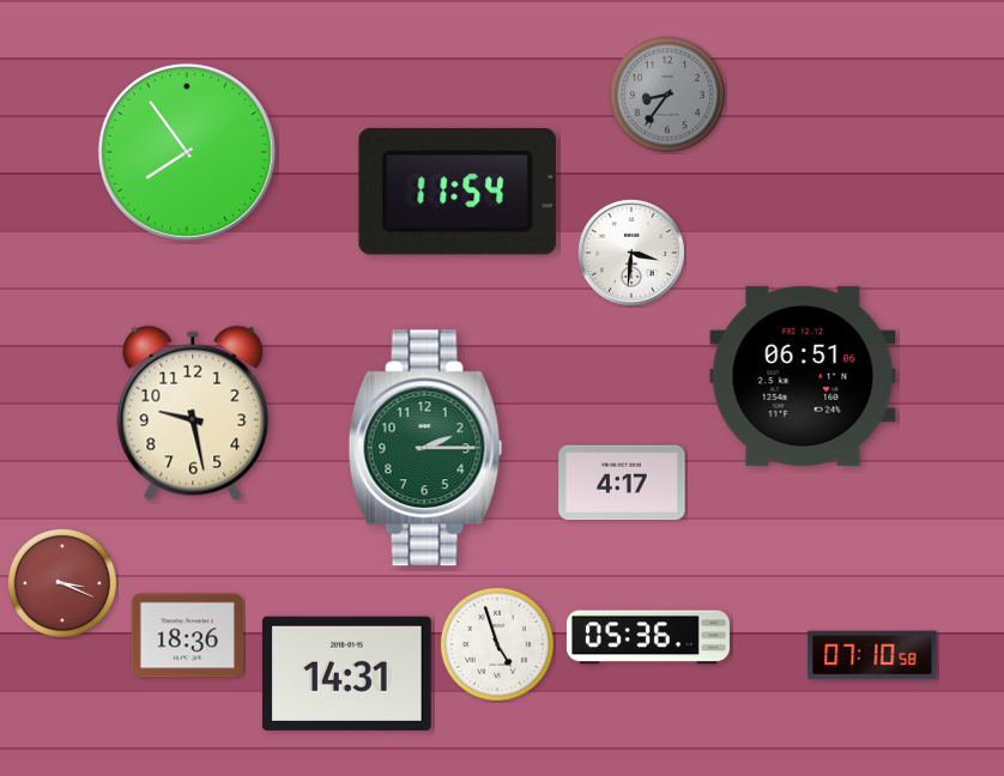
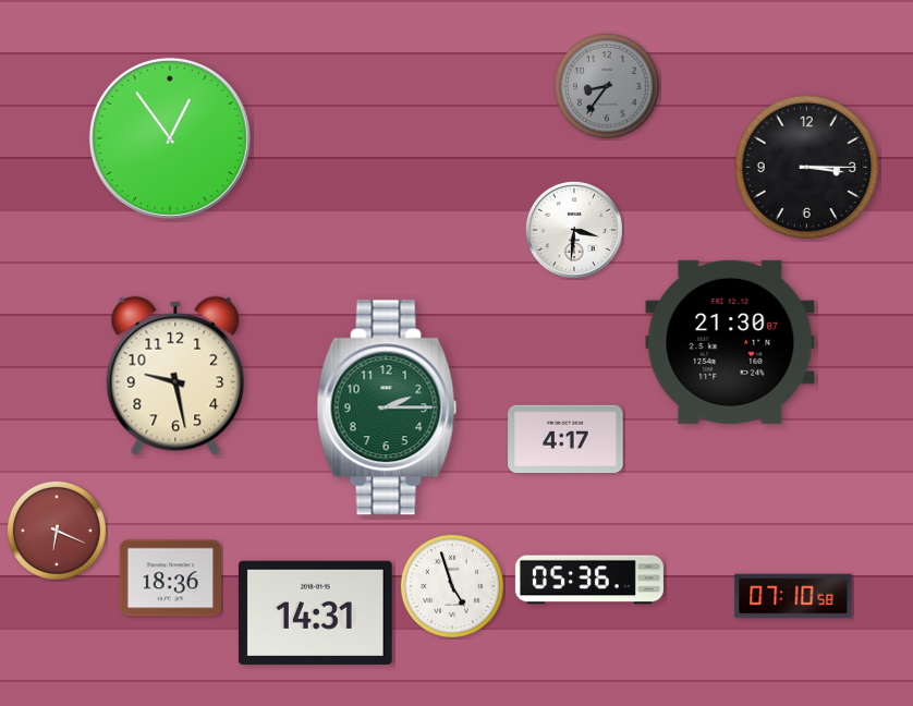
clock at (187, 152): 7:54 -> 12:54
clock at (807, 168): none -> 3:15
clock at (458, 192): 11:54 -> none
clock at (803, 376): 06:51 -> 21:30
clock at (62, 583): 3:19 -> 6:19
